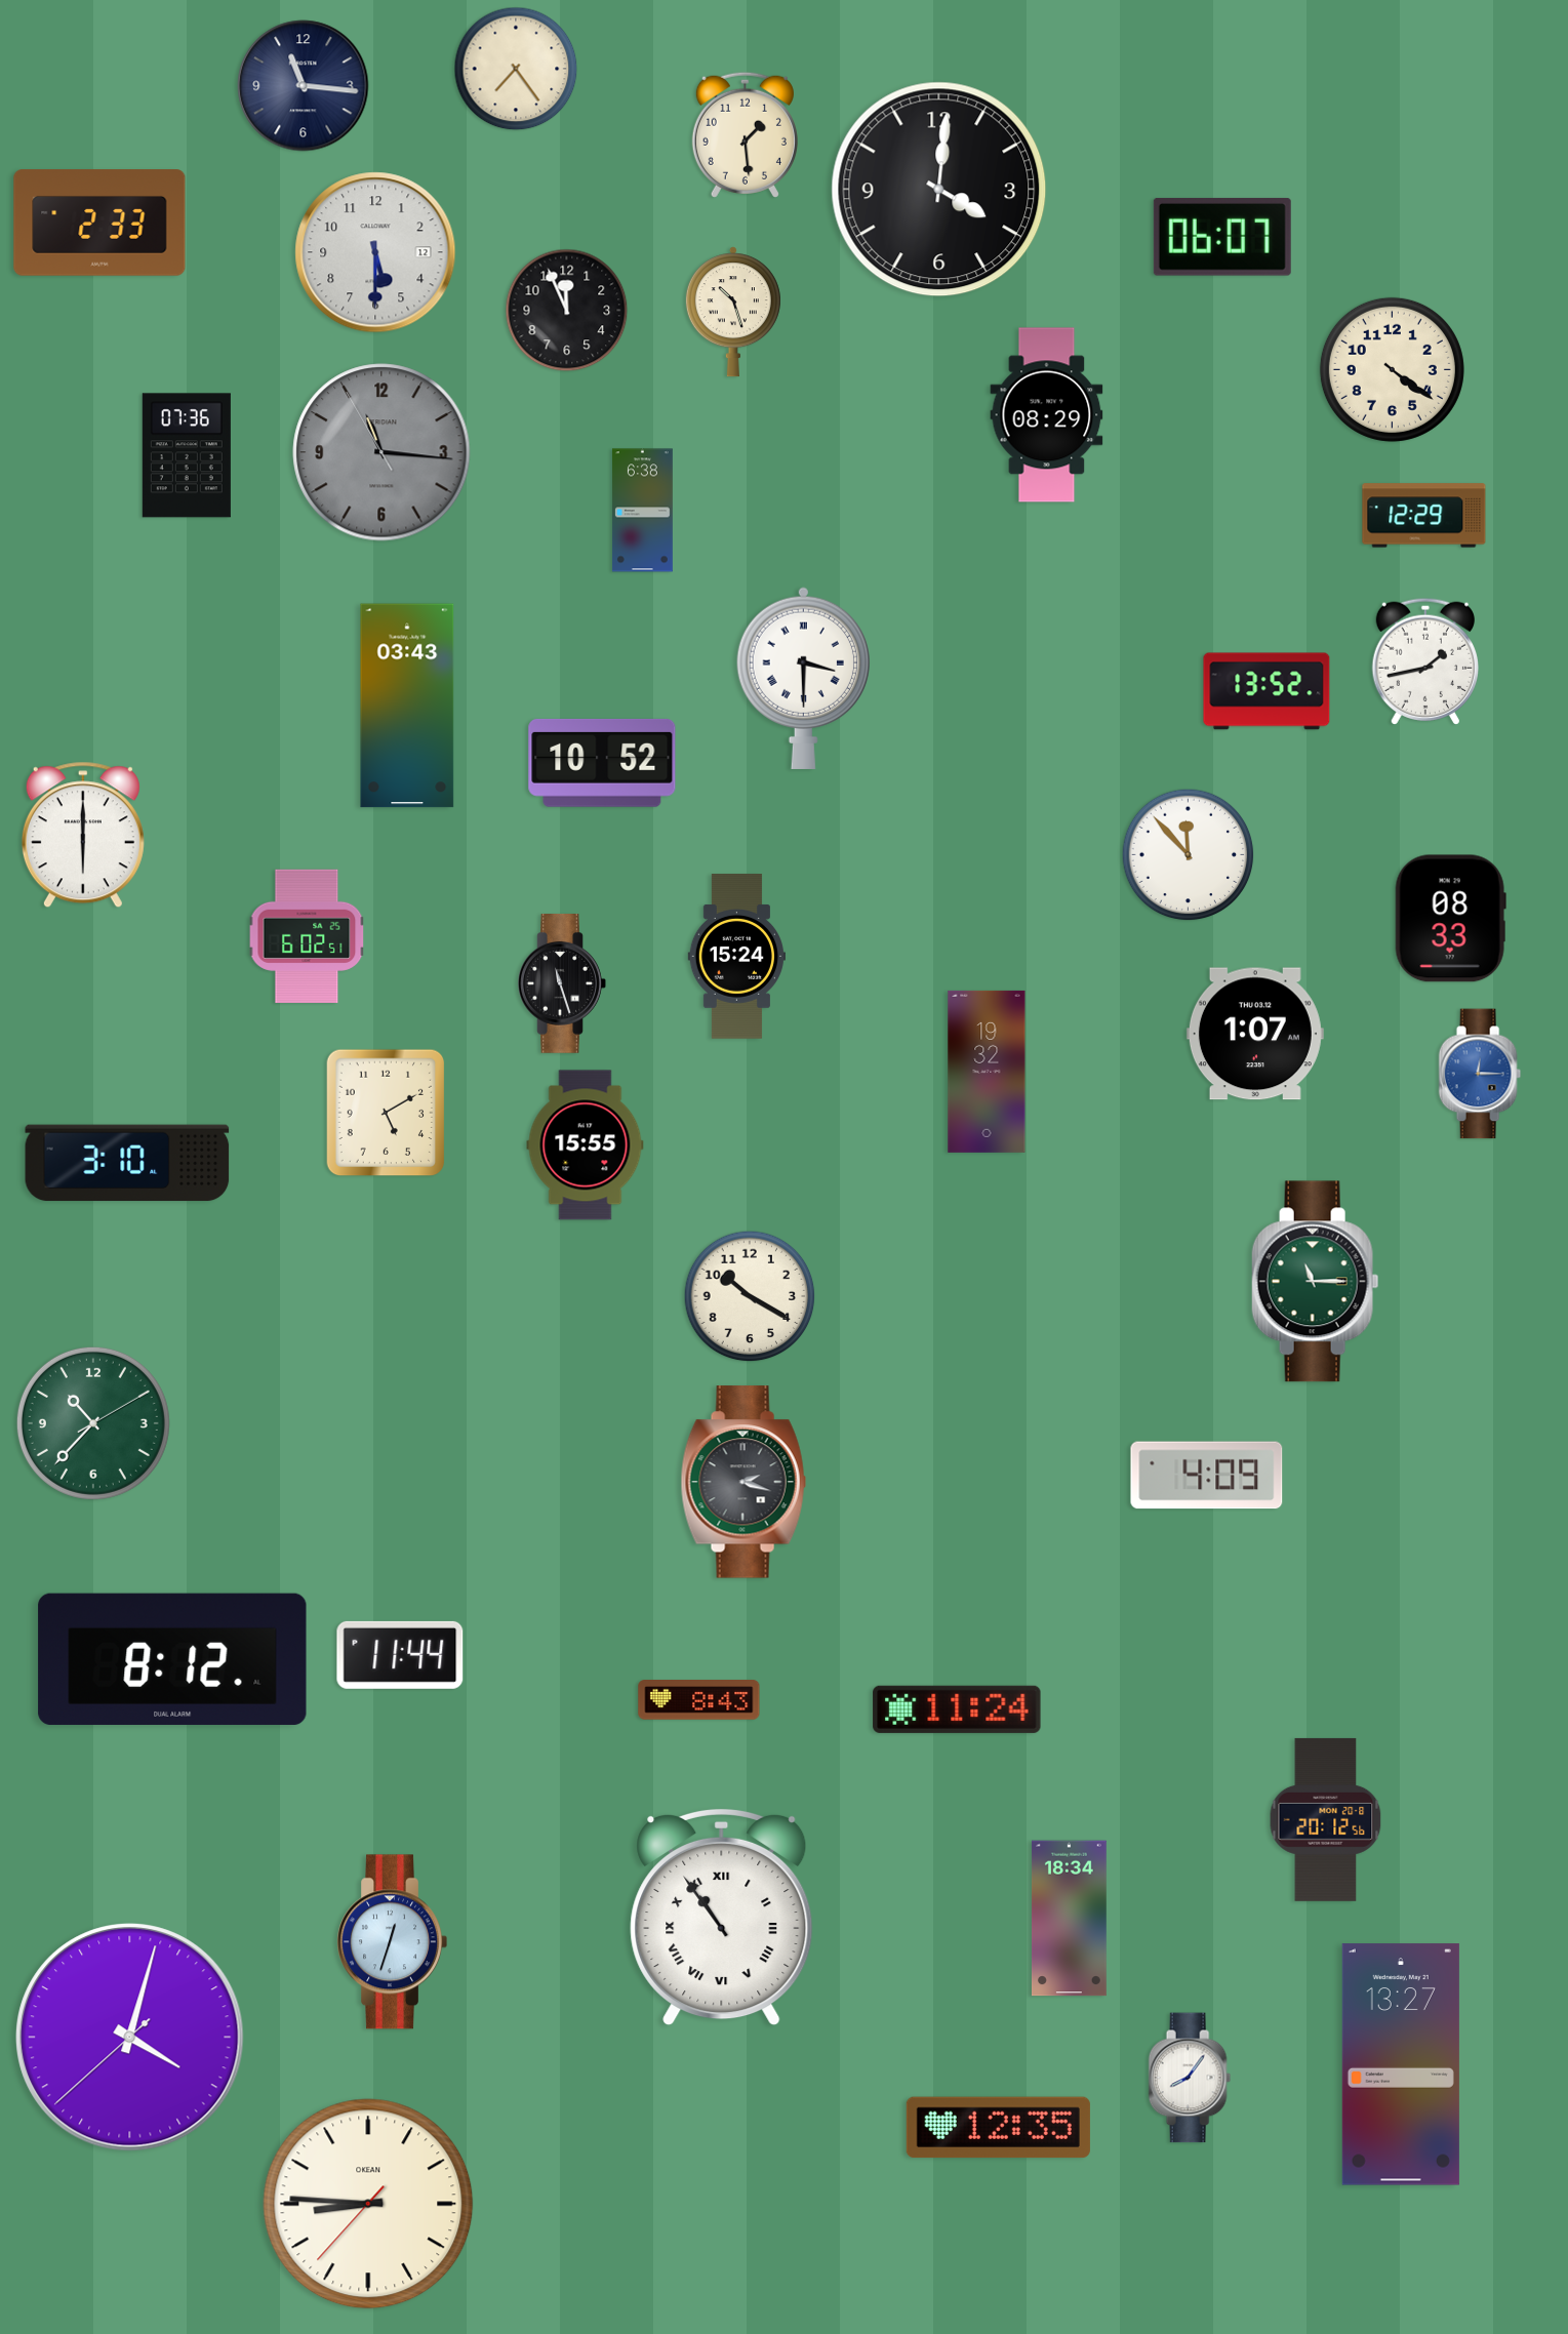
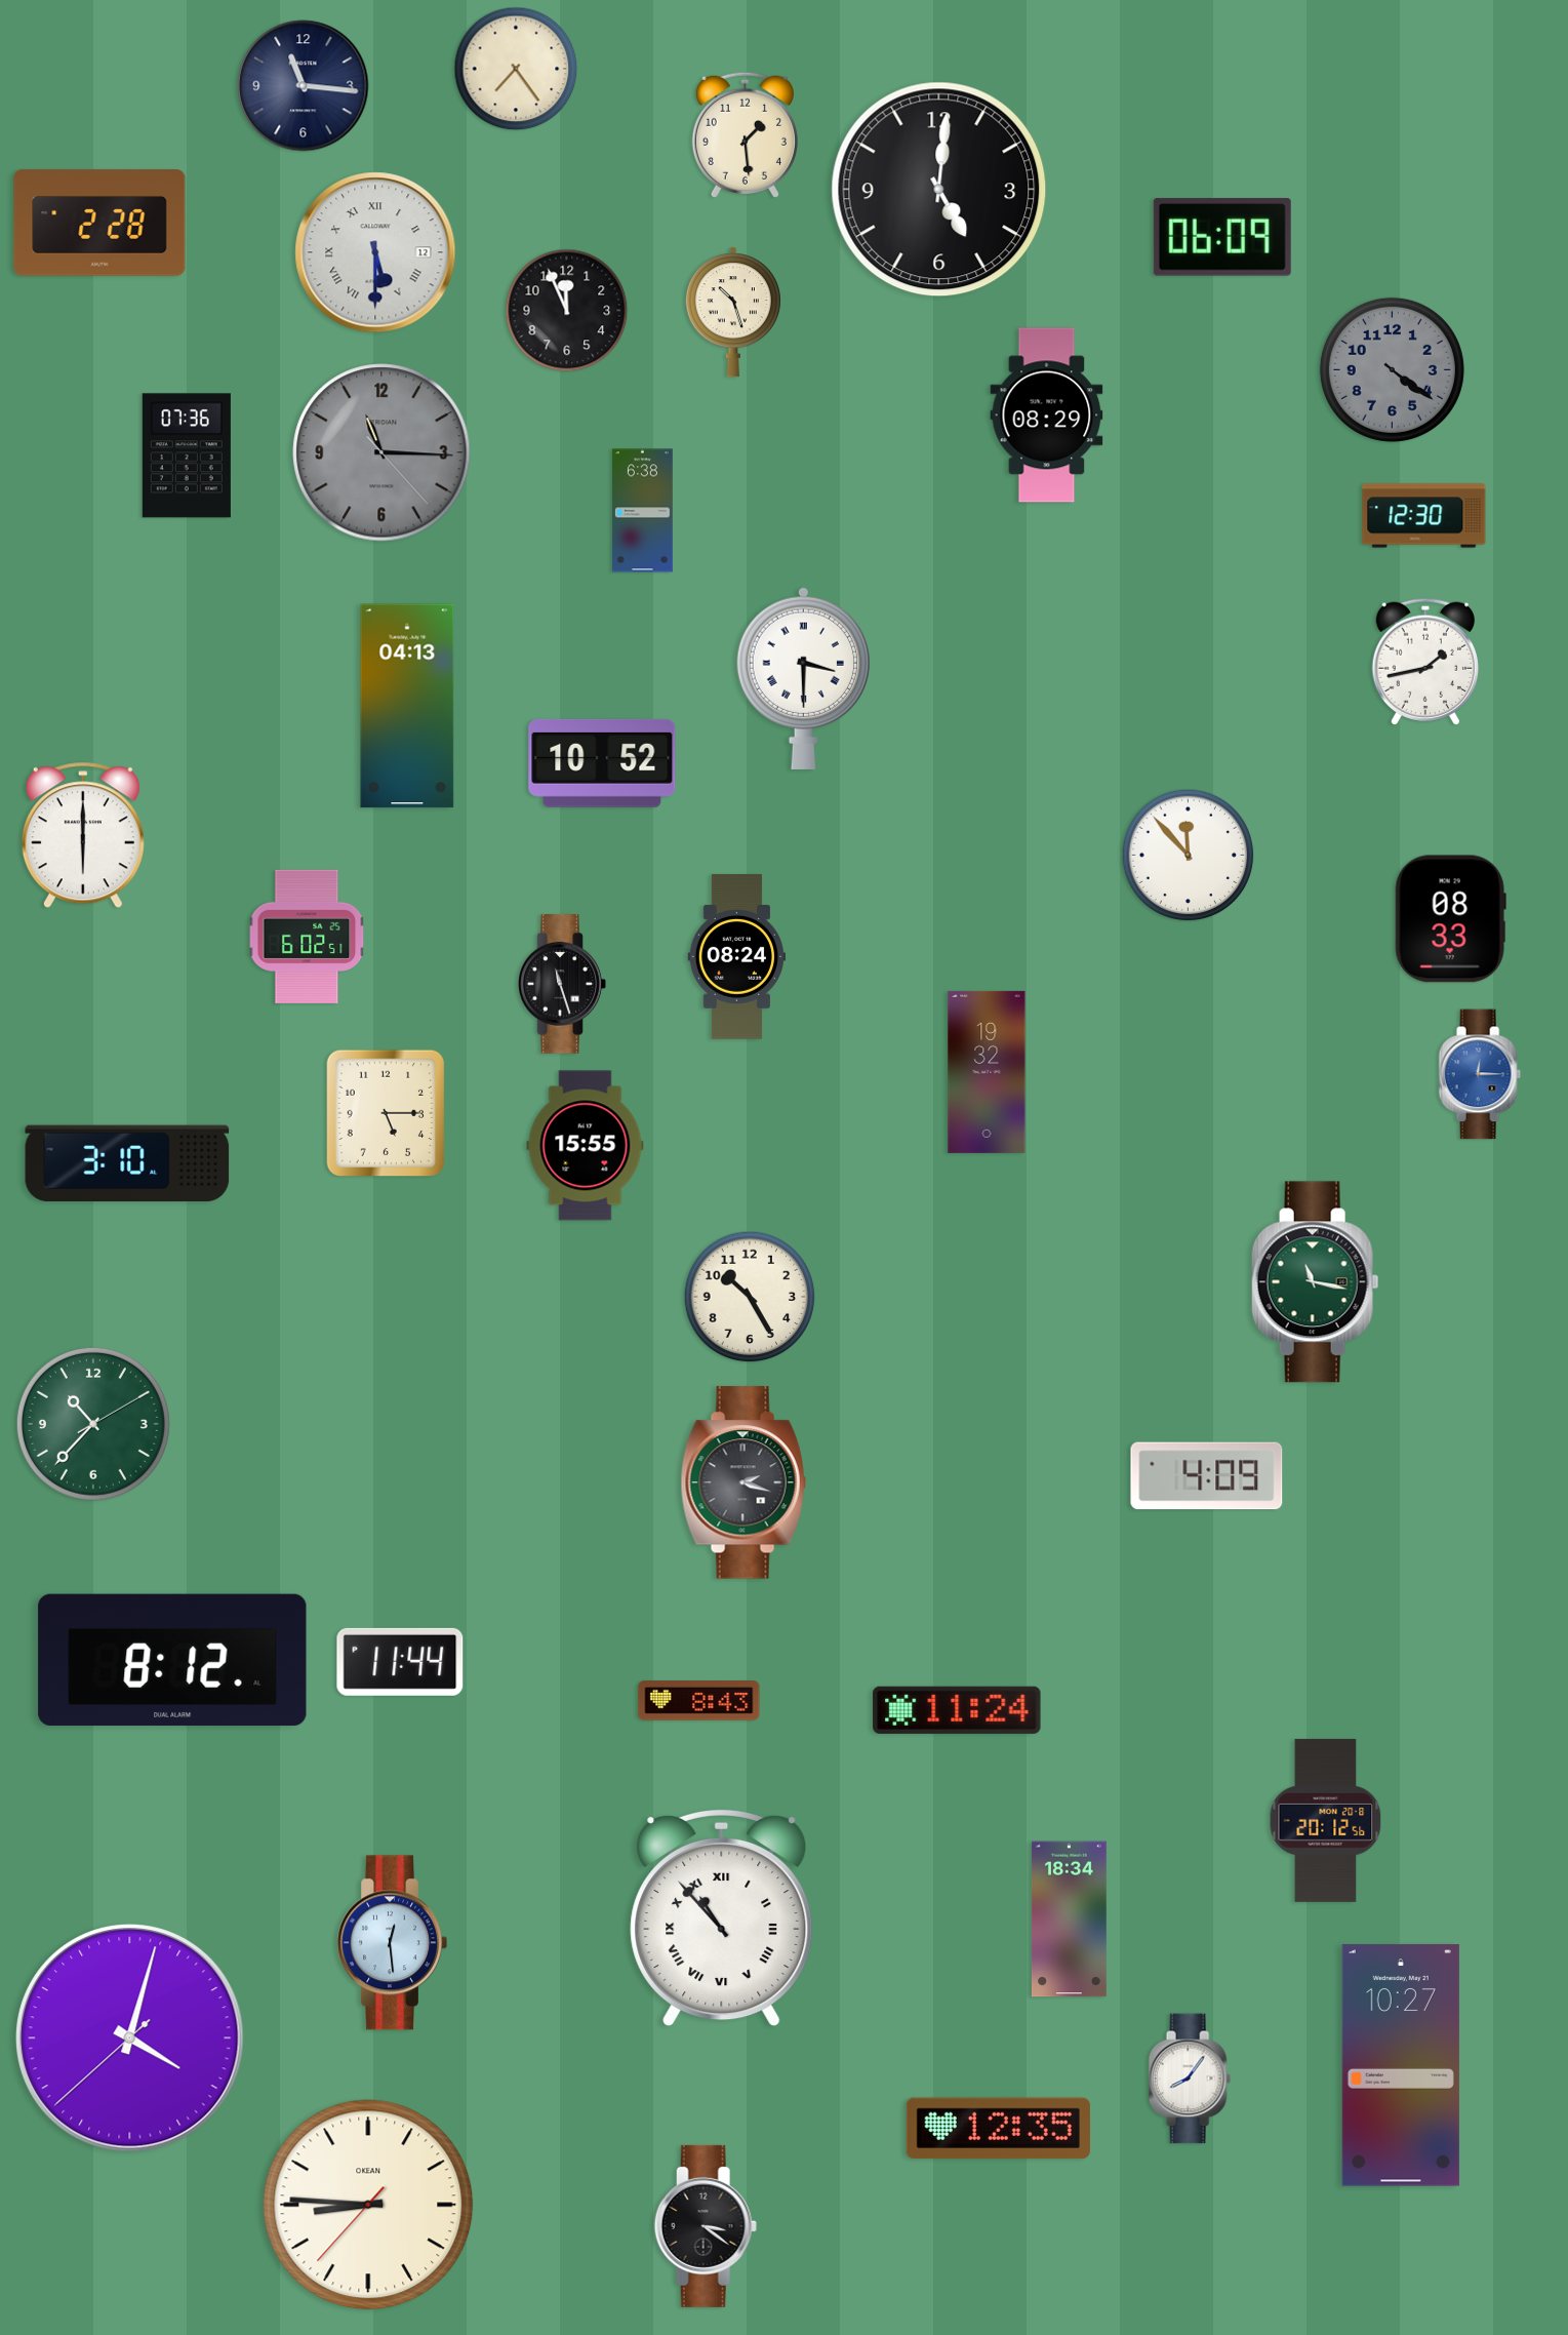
clock at (939, 190): 4:01 -> 5:01
clock at (99, 223): 2:33 -> 2:28
clock at (1222, 237): 06:07 -> 06:09
clock at (375, 252) numerals: Arabic -> Roman
clock at (1392, 369) dial: cream -> grey
clock at (381, 452): 11:15:55 -> 11:15:23
clock at (1424, 516): 12:29 -> 12:30
clock at (1267, 691): 13:52 -> none
clock at (407, 706): 03:43 -> 04:13
clock at (736, 957): 15:24 -> 08:24
clock at (1255, 1034): 1:07 -> none
clock at (386, 1113): 5:10 -> 5:15
clock at (1316, 1282): 11:15 -> 11:17
clock at (750, 1296): 10:20 -> 10:25
clock at (400, 1655) position: (400, 1655) -> (400, 1662)
clock at (722, 1918): 10:54 -> 10:53
clock at (392, 1942): 12:33 -> 12:29
clock at (1401, 2064): 13:27 -> 10:27
clock at (706, 2226): none -> 3:21
